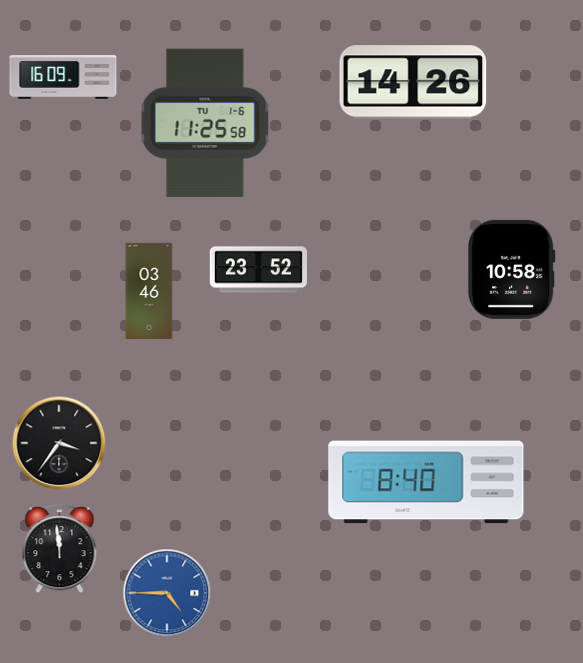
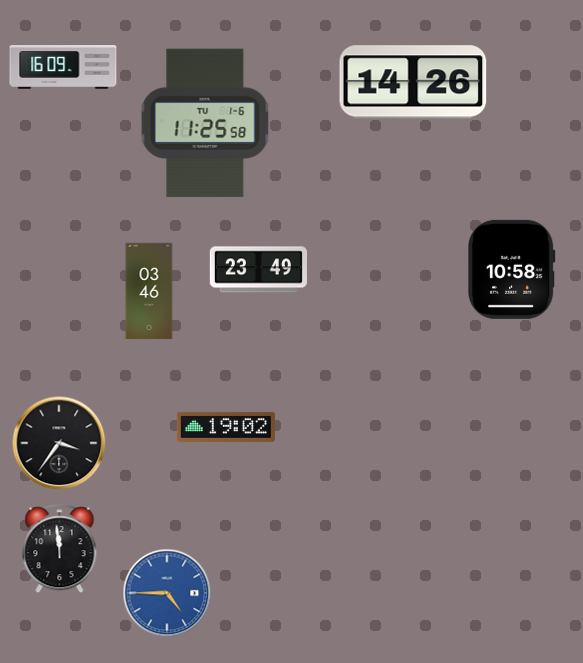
clock at (63, 77) position: (63, 77) -> (63, 67)
clock at (258, 270): 23:52 -> 23:49
clock at (226, 427): none -> 19:02
clock at (426, 482): 8:40 -> none
